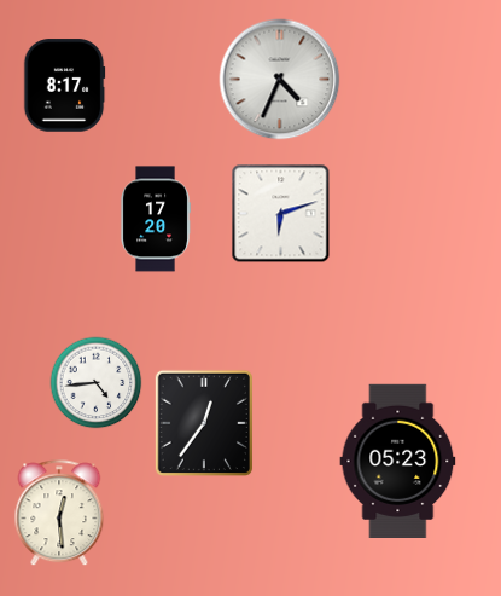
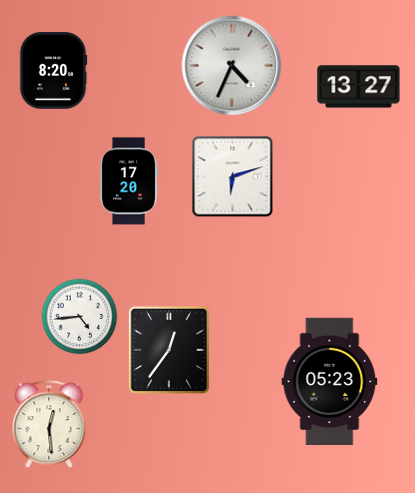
clock at (64, 86): 8:17 -> 8:20
clock at (359, 87): none -> 13:27
